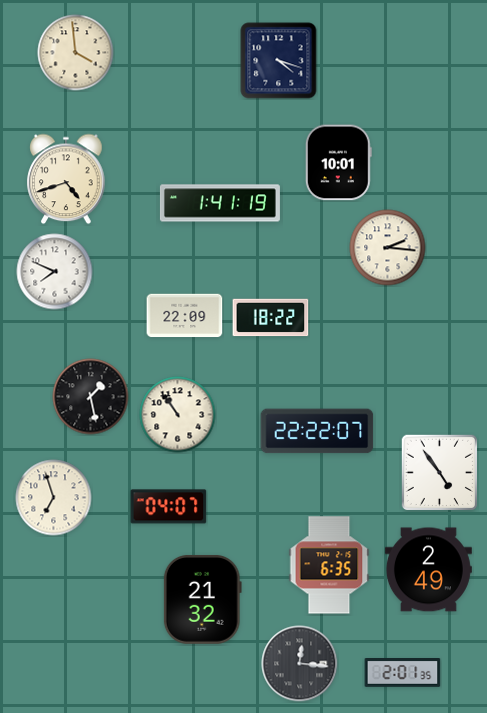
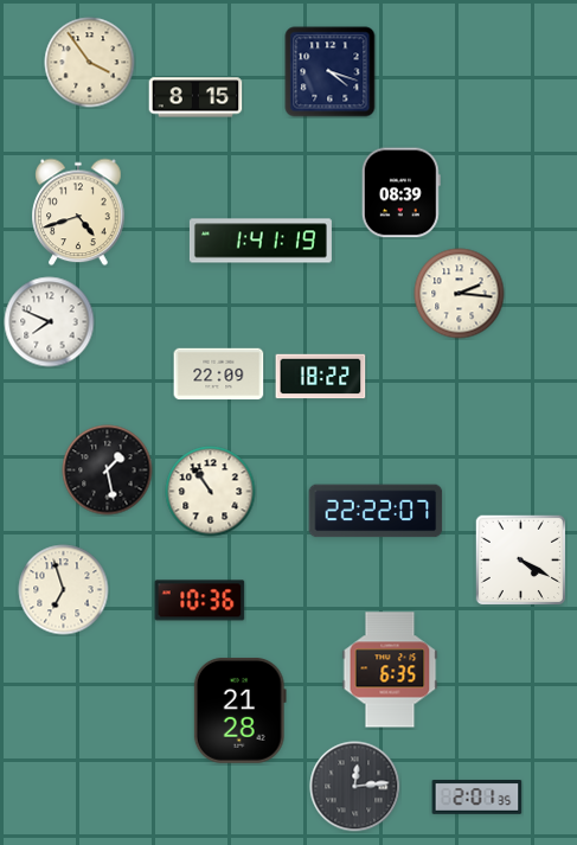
clock at (76, 53): 3:59 -> 3:54
clock at (195, 97): none -> 8:15
clock at (338, 163): 10:01 -> 08:39
clock at (55, 272) position: (55, 272) -> (50, 322)
clock at (439, 472): 4:54 -> 4:20
clock at (169, 507): 04:07 -> 10:36
clock at (428, 570): 2:49 -> none
clock at (202, 599): 21:32 -> 21:28
clock at (300, 664): 12:16 -> 12:14
